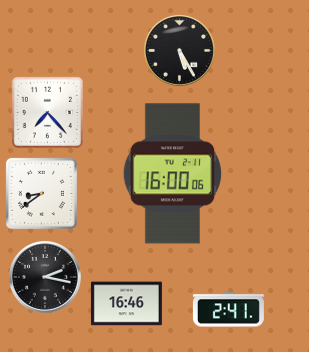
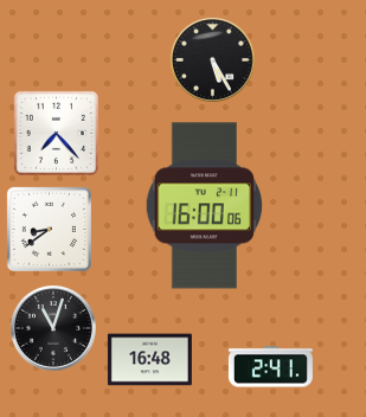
clock at (45, 277): 2:17 -> 11:03
clock at (126, 304): 16:46 -> 16:48
